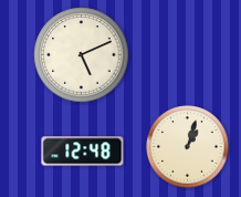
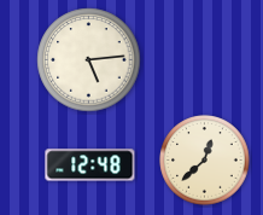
clock at (82, 55): 5:11 -> 5:14
clock at (188, 147): 1:03 -> 12:38
